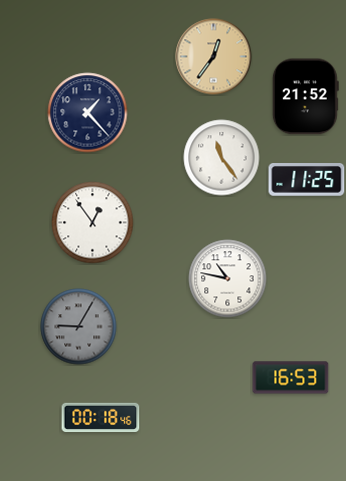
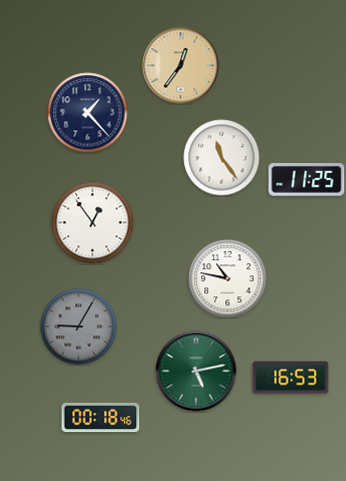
clock at (214, 57) position: (214, 57) -> (181, 66)
clock at (305, 97): 21:52 -> none
clock at (196, 371): none -> 5:13
